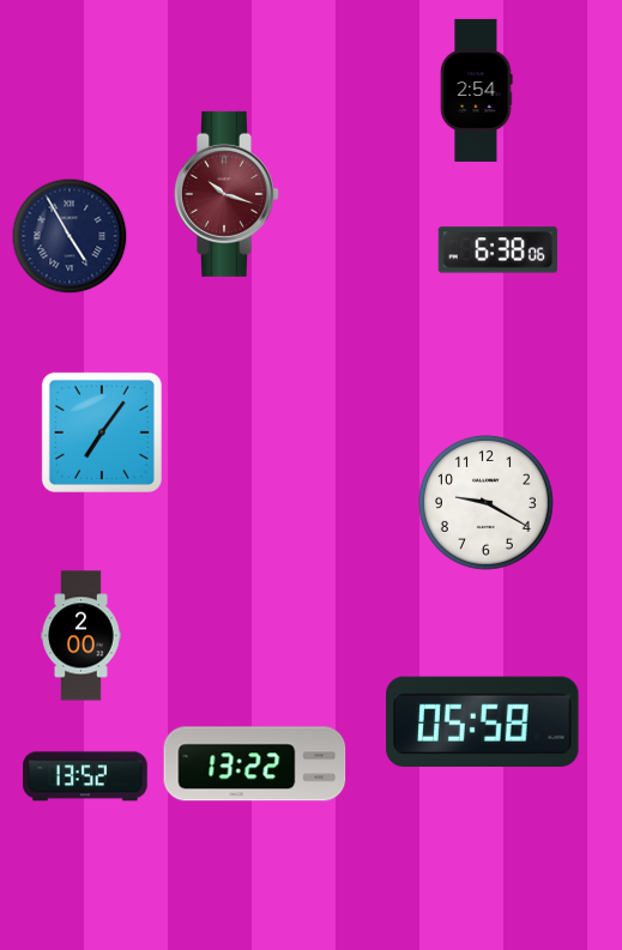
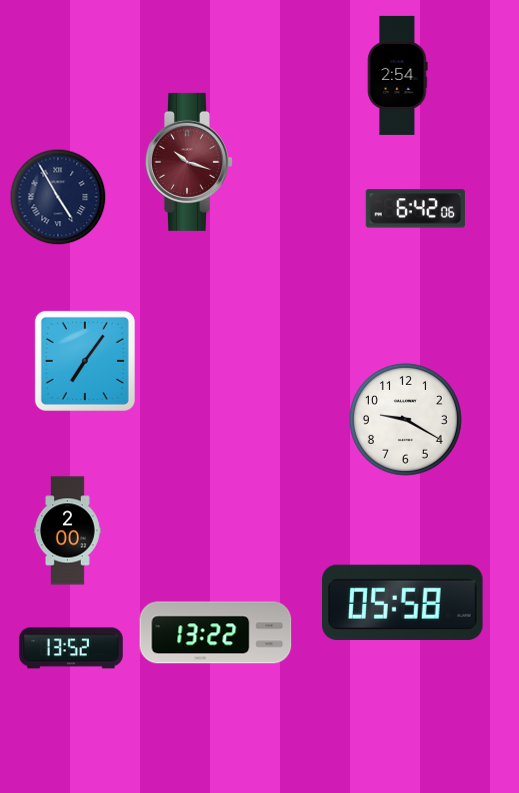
clock at (497, 250): 6:38 -> 6:42
clock at (255, 764) position: (255, 764) -> (216, 633)
